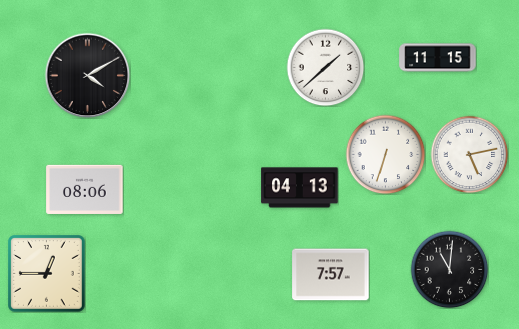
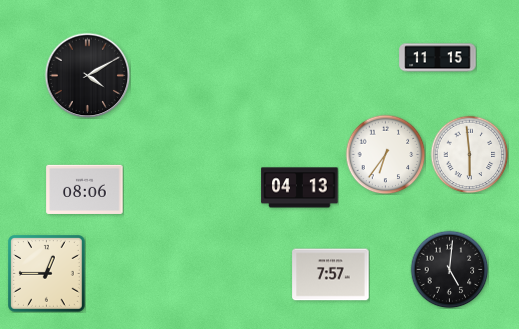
clock at (325, 67): 1:38 -> none
clock at (385, 154): 6:33 -> 6:36
clock at (469, 154): 5:13 -> 5:59
clock at (449, 269): 11:01 -> 5:01
